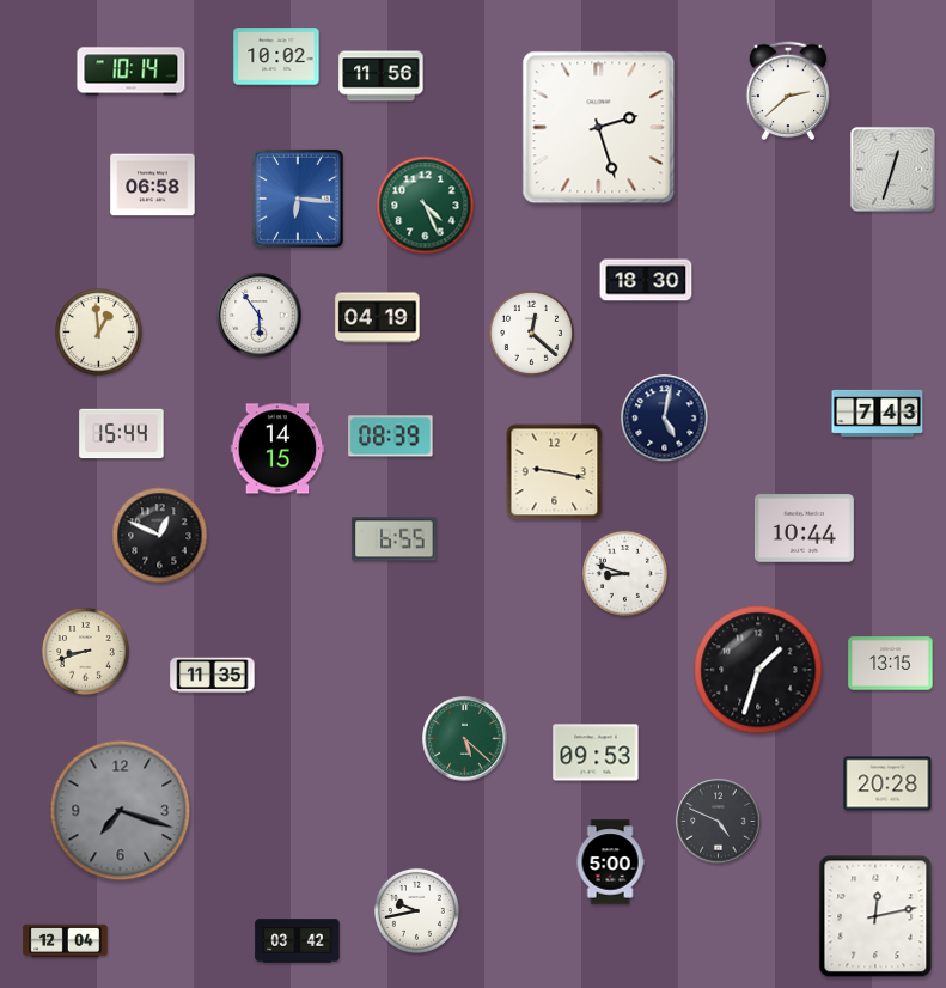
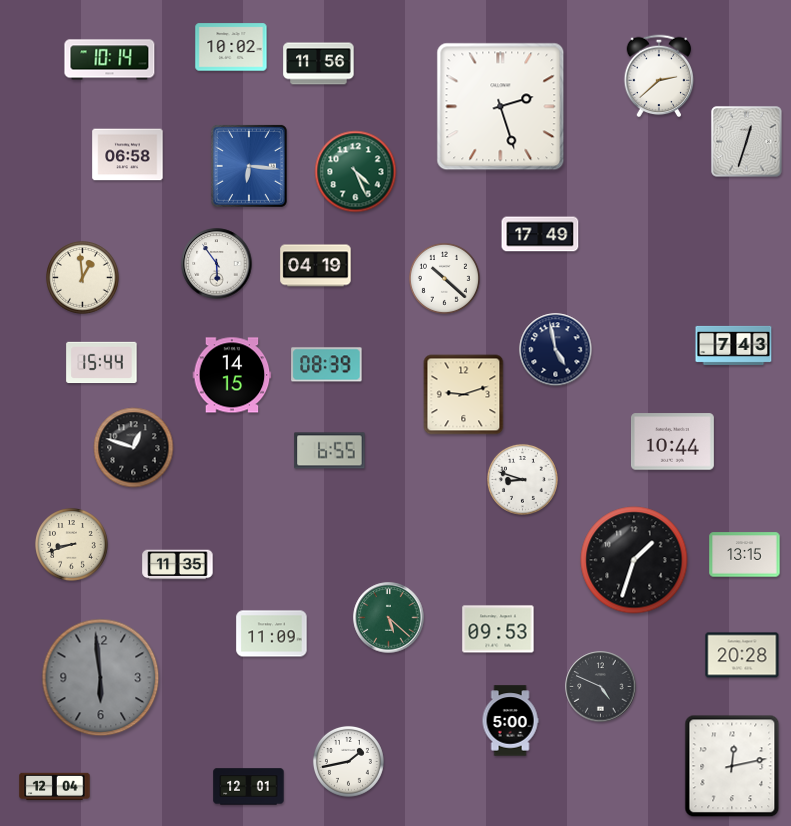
clock at (646, 280): 18:30 -> 17:49
clock at (531, 333): 12:22 -> 10:22
clock at (665, 419): 5:02 -> 4:58
clock at (555, 472): 9:17 -> 9:12
clock at (160, 536): 12:49 -> 12:48
clock at (272, 634): none -> 11:09
clock at (121, 811): 7:18 -> 5:59
clock at (416, 910): 9:43 -> 1:43
clock at (298, 941): 03:42 -> 12:01
